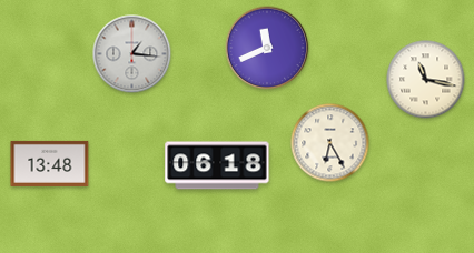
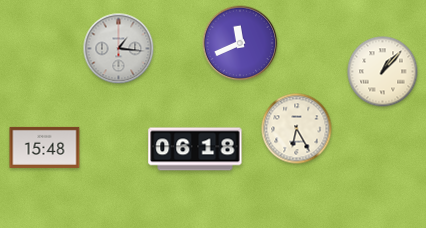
clock at (426, 80): 11:17 -> 1:07
clock at (50, 163): 13:48 -> 15:48
